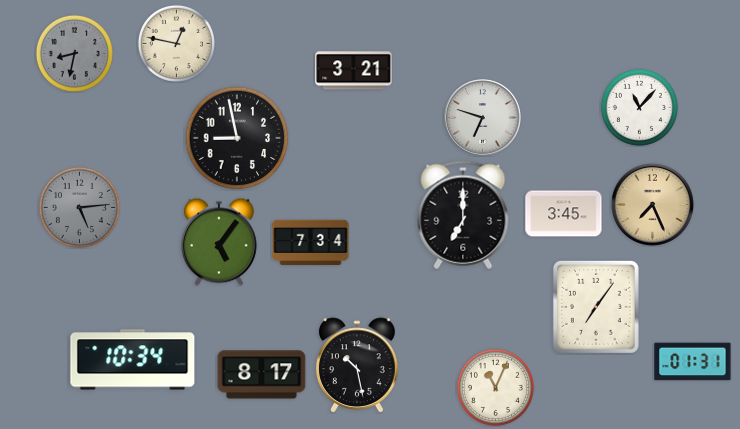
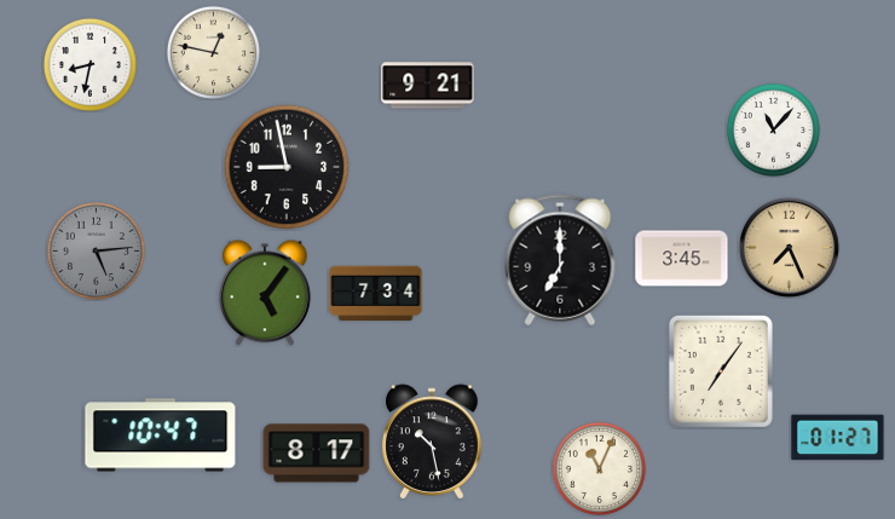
clock at (74, 53) dial: grey -> white
clock at (354, 71): 3:21 -> 9:21
clock at (483, 118): 6:48 -> none
clock at (133, 360): 10:34 -> 10:47
clock at (693, 362): 01:31 -> 01:27
